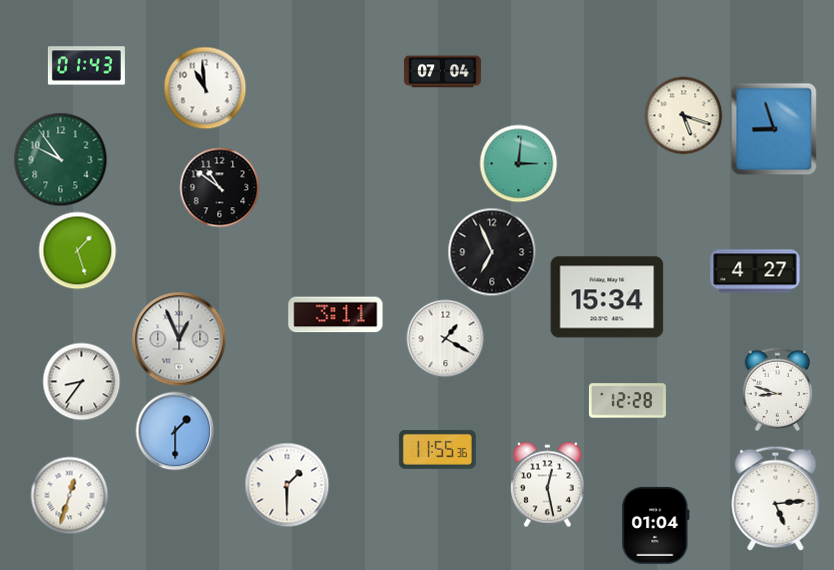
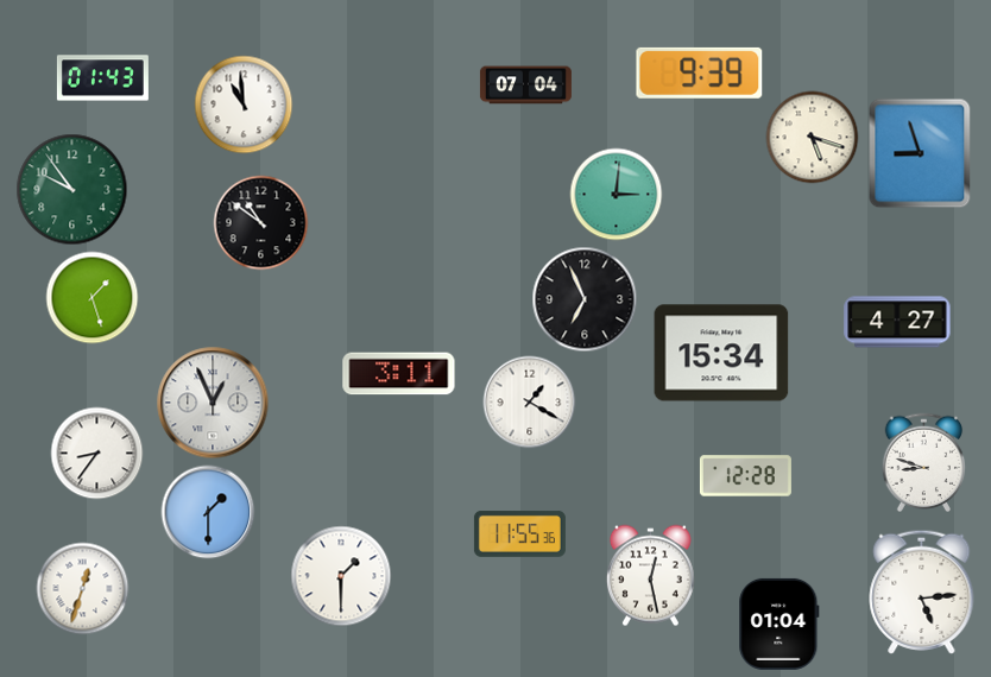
clock at (700, 72): none -> 9:39
